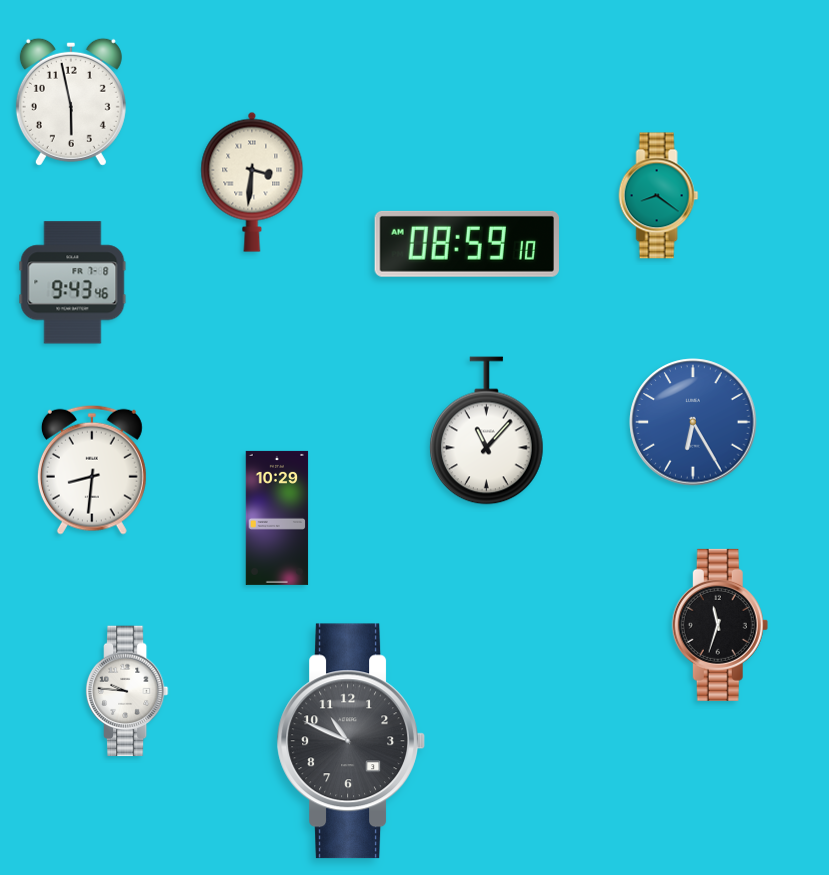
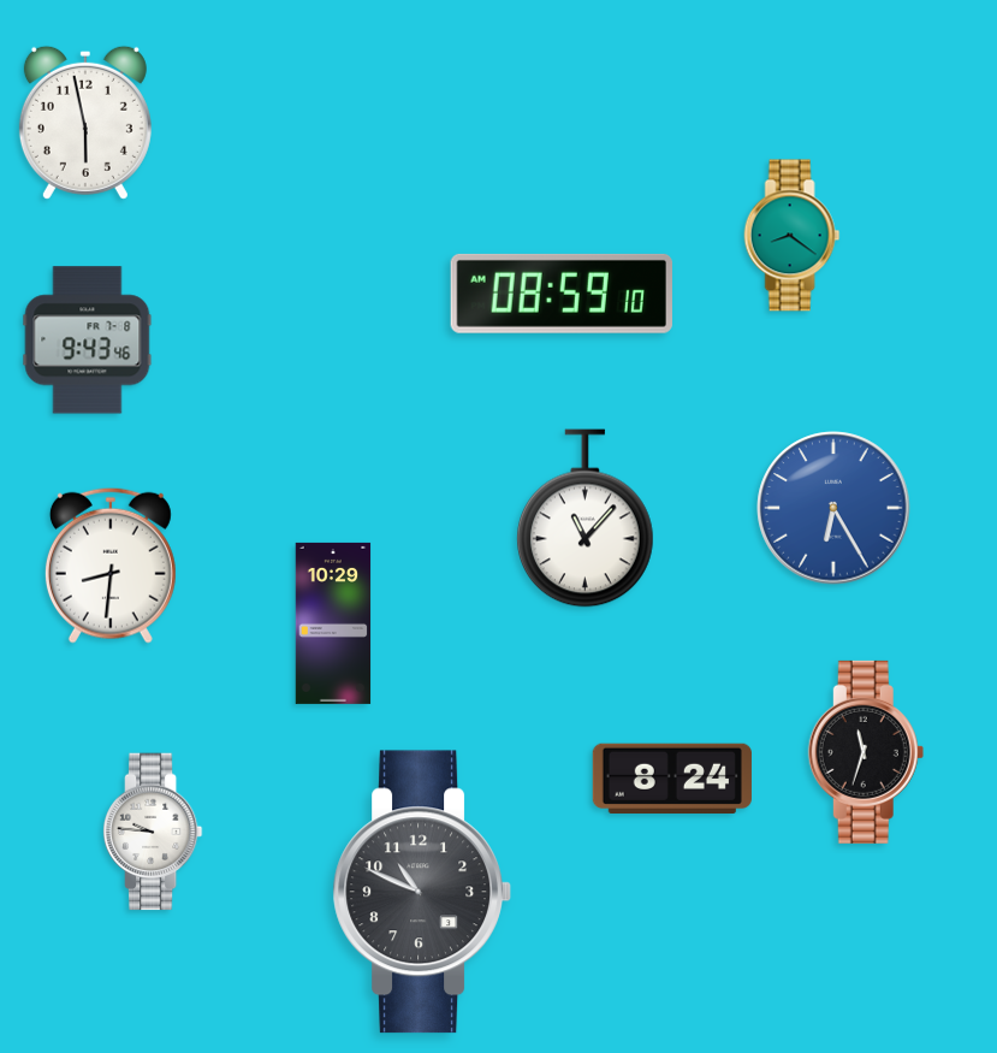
clock at (252, 182): 3:31 -> none
clock at (672, 777): none -> 8:24
